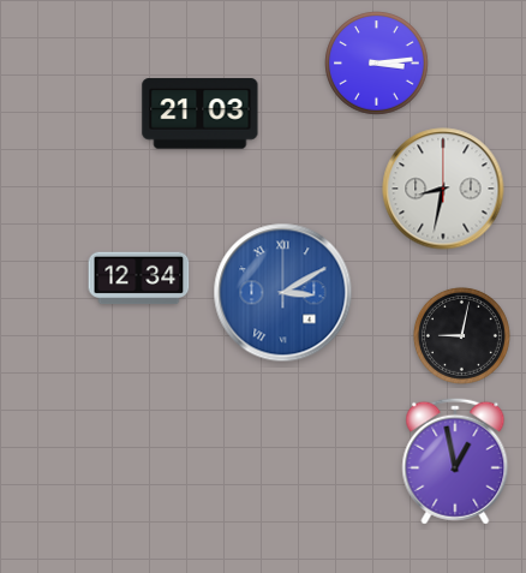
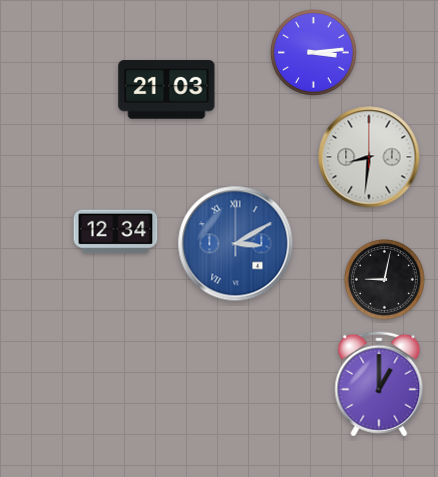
clock at (201, 114) position: (201, 114) -> (167, 90)
clock at (443, 189): 8:32 -> 8:31
clock at (455, 461): 12:58 -> 1:00
